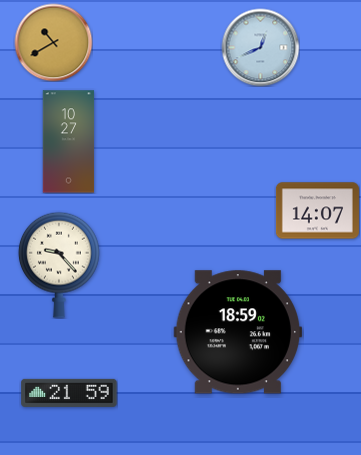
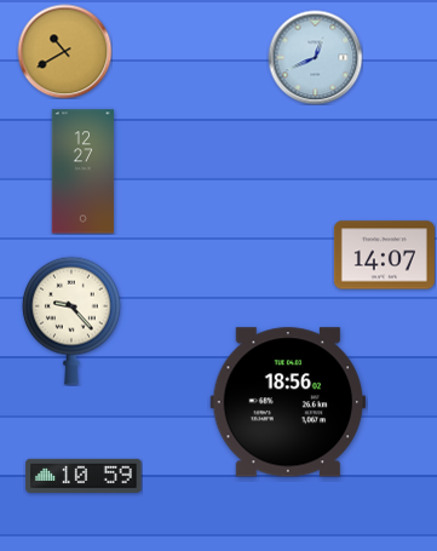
clock at (69, 142): 10:27 -> 12:27
clock at (238, 332): 18:59 -> 18:56
clock at (69, 393): 21:59 -> 10:59
